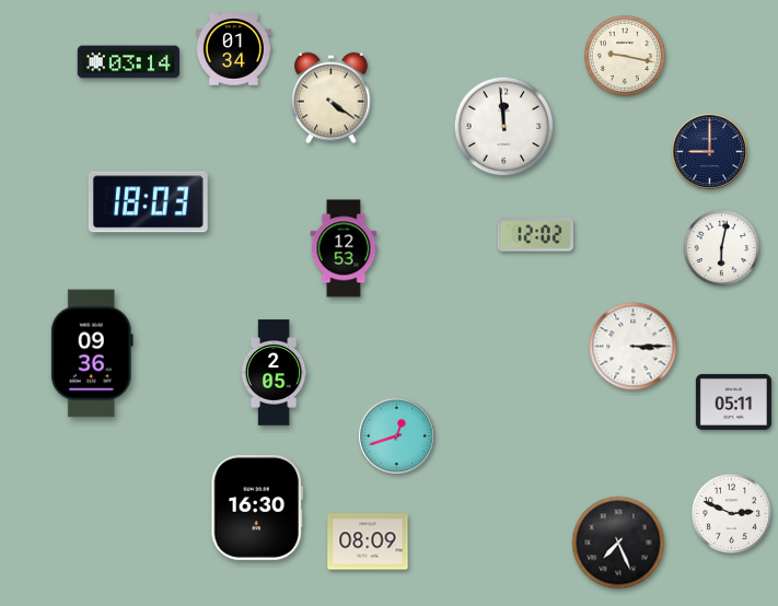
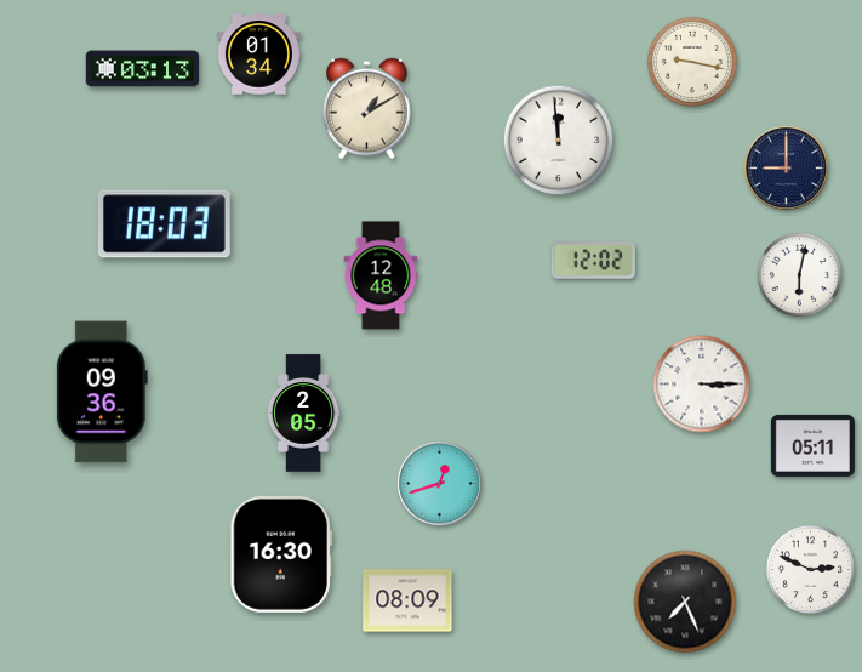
clock at (129, 62): 03:14 -> 03:13
clock at (332, 98): 4:21 -> 1:10
clock at (344, 248): 12:53 -> 12:48
clock at (256, 508) position: (256, 508) -> (280, 554)
